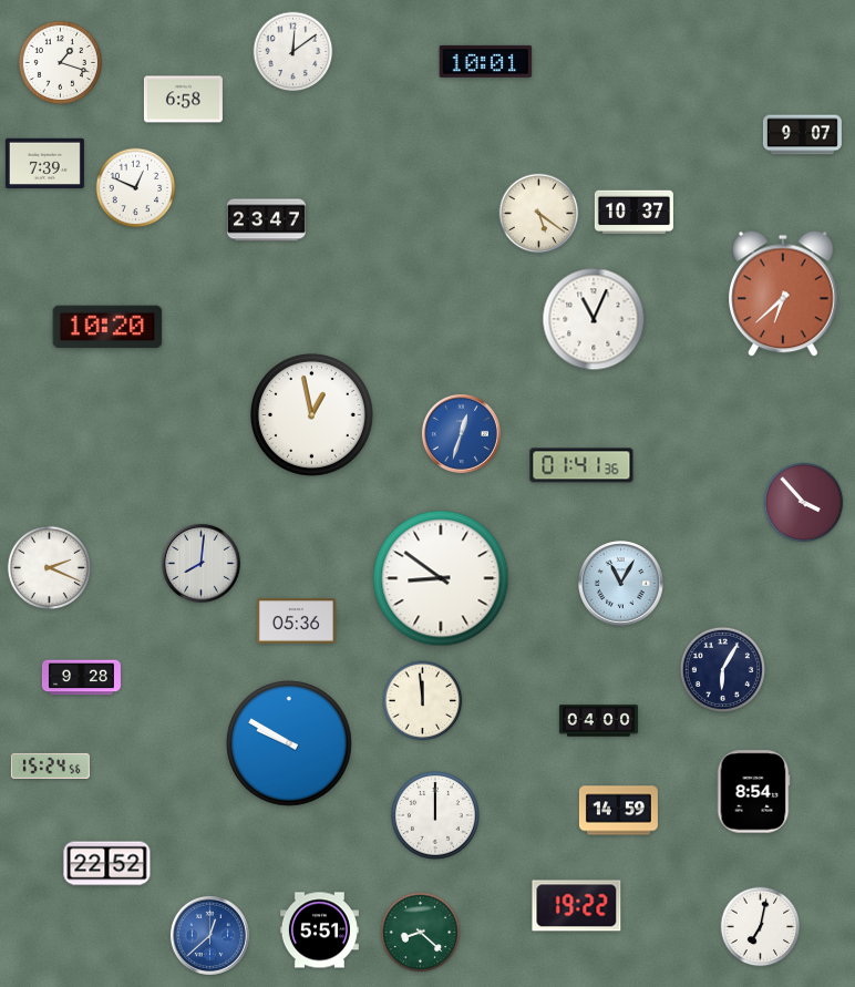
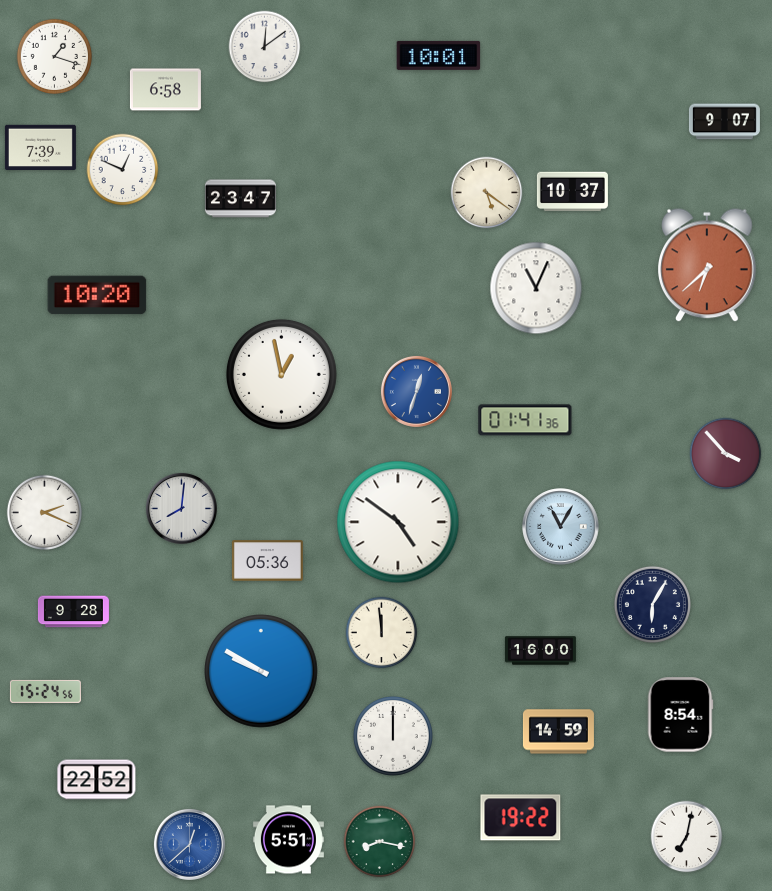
clock at (441, 578): 8:51 -> 4:51
clock at (598, 721): 04:00 -> 16:00
clock at (421, 933): 8:22 -> 8:17
